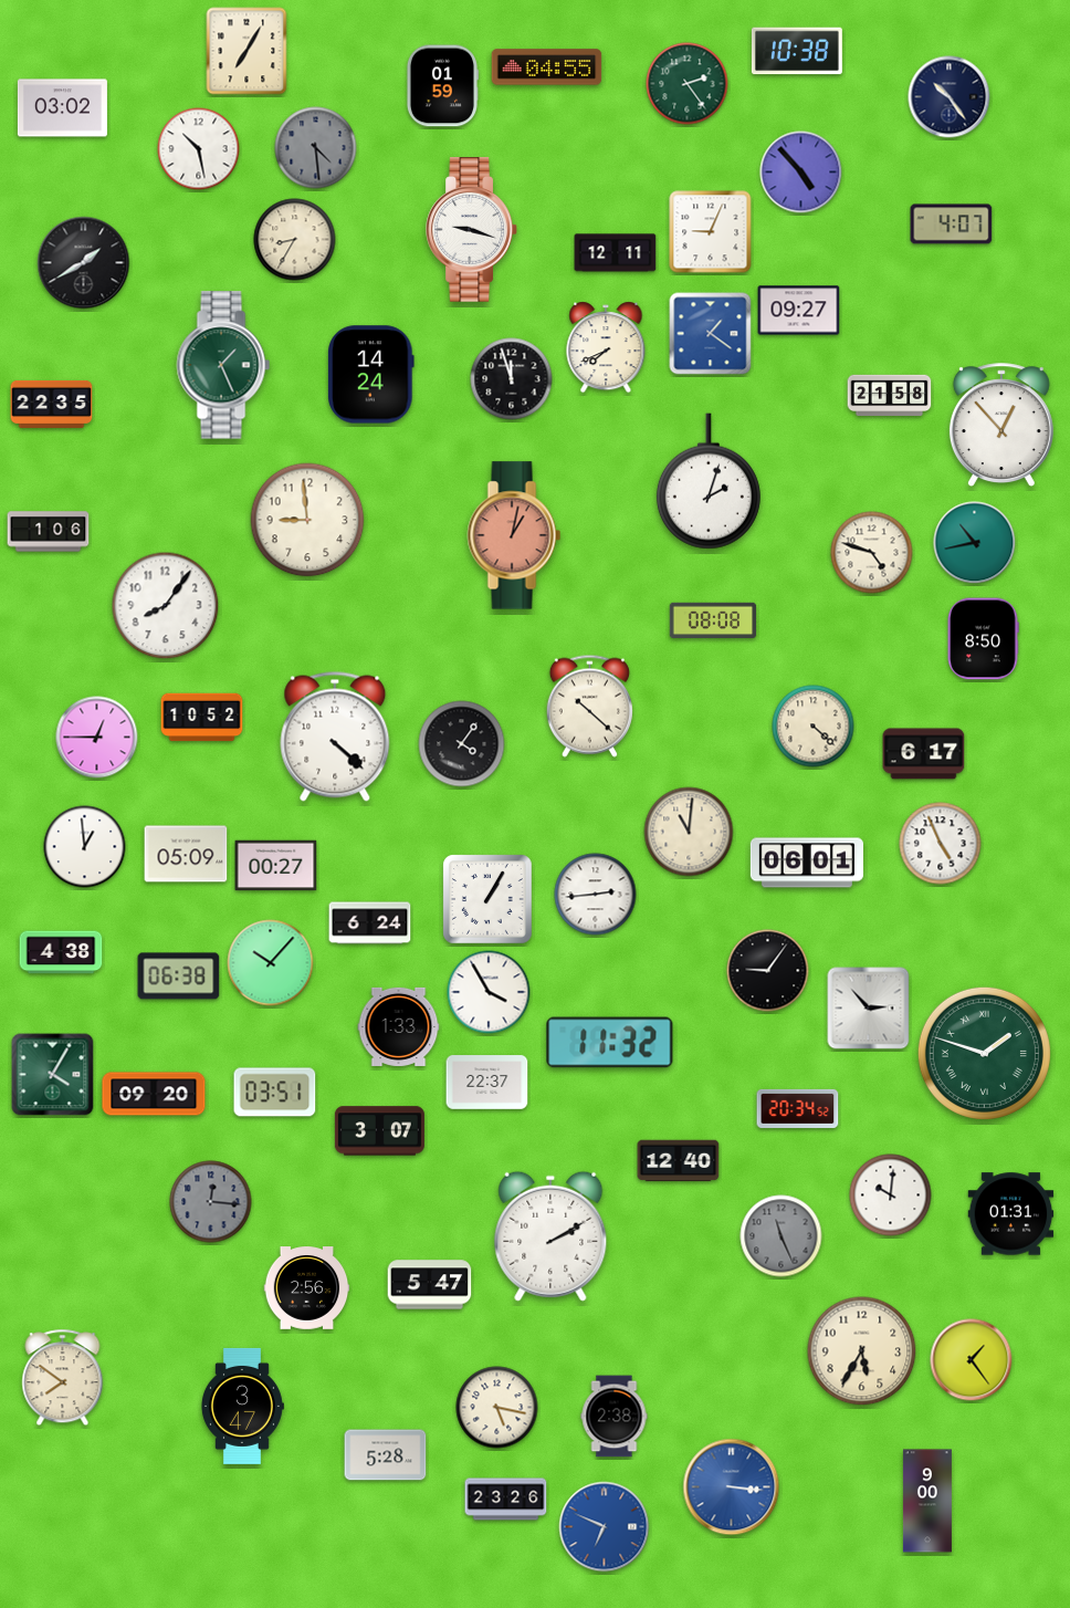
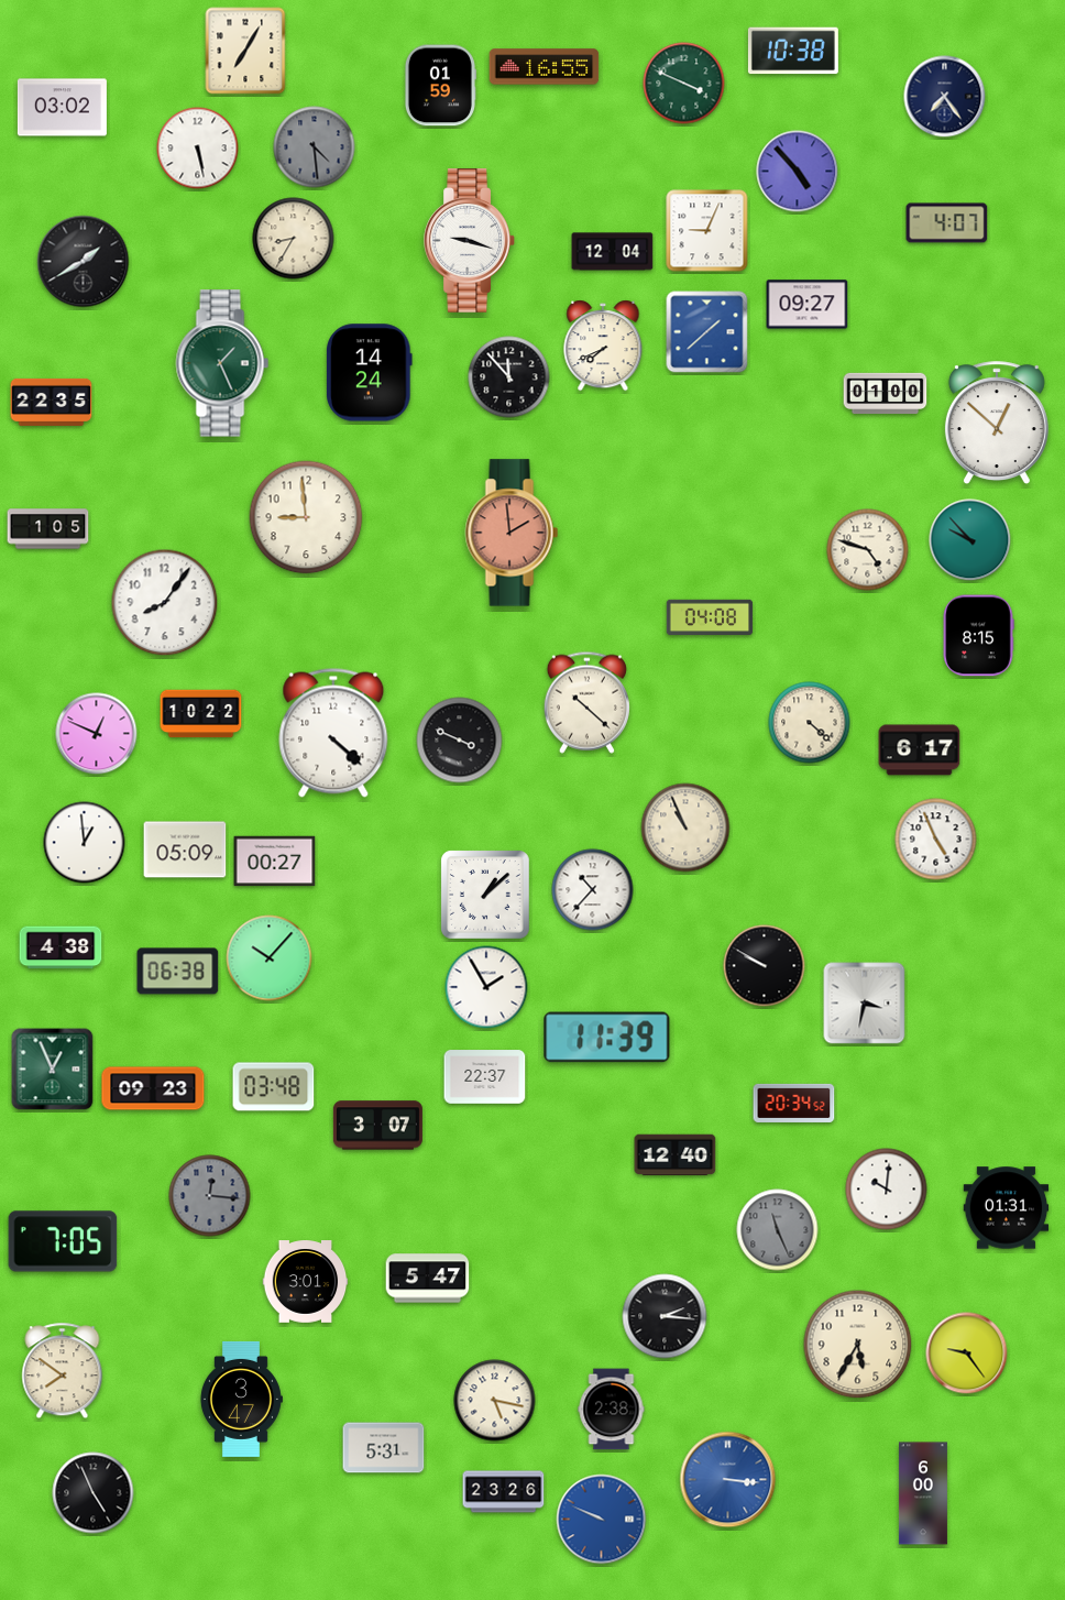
clock at (547, 67): 04:55 -> 16:55
clock at (688, 84): 2:24 -> 3:49
clock at (950, 97): 10:24 -> 7:24
clock at (199, 149): 10:28 -> 5:28
clock at (472, 230) position: (472, 230) -> (470, 241)
clock at (616, 253): 12:11 -> 12:04
clock at (799, 311) position: (799, 311) -> (808, 305)
clock at (711, 334): 1:21 -> 1:38
clock at (512, 379): 11:57 -> 11:53
clock at (890, 396): 21:58 -> 01:00
clock at (1001, 426): 12:53 -> 12:52
clock at (709, 481): 2:03 -> none
clock at (49, 532): 1:06 -> 1:05
clock at (514, 535): 1:02 -> 1:59
clock at (975, 543): 10:43 -> 9:53
clock at (713, 619): 08:08 -> 04:08
clock at (983, 639): 8:50 -> 8:15
clock at (202, 718): 10:52 -> 10:22
clock at (97, 738): 12:45 -> 12:49
clock at (462, 744): 4:06 -> 3:49
clock at (689, 832): 11:01 -> 10:56
clock at (806, 863): 06:01 -> none
clock at (596, 895): 2:44 -> 10:37
clock at (487, 899): 1:05 -> 1:08
clock at (370, 923): 6:24 -> none
clock at (768, 971): 9:06 -> 9:50
clock at (489, 992): 3:55 -> 1:55
clock at (869, 1009): 2:53 -> 3:32
clock at (399, 1026): 1:33 -> none
clock at (610, 1043): 11:32 -> 11:39
clock at (984, 1053): 1:48 -> none
clock at (53, 1075): 4:05 -> 12:56
clock at (275, 1093): 03:51 -> 03:48
clock at (154, 1094): 09:20 -> 09:23
clock at (550, 1236): 2:10 -> none
clock at (63, 1241): none -> 7:05
clock at (307, 1288): 2:56 -> 3:01
clock at (665, 1316): none -> 2:16
clock at (972, 1360): 1:24 -> 9:24
clock at (386, 1455): 5:28 -> 5:31
clock at (94, 1493): none -> 4:56
clock at (927, 1501): 9:00 -> 6:00
clock at (605, 1527): 6:49 -> 9:49
